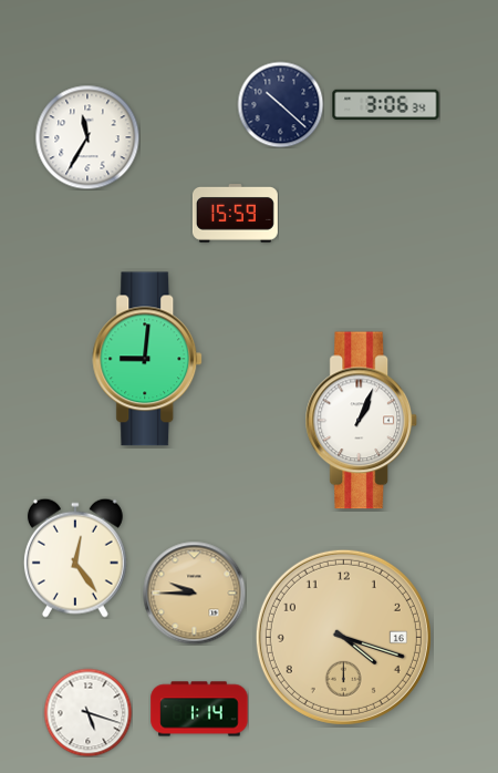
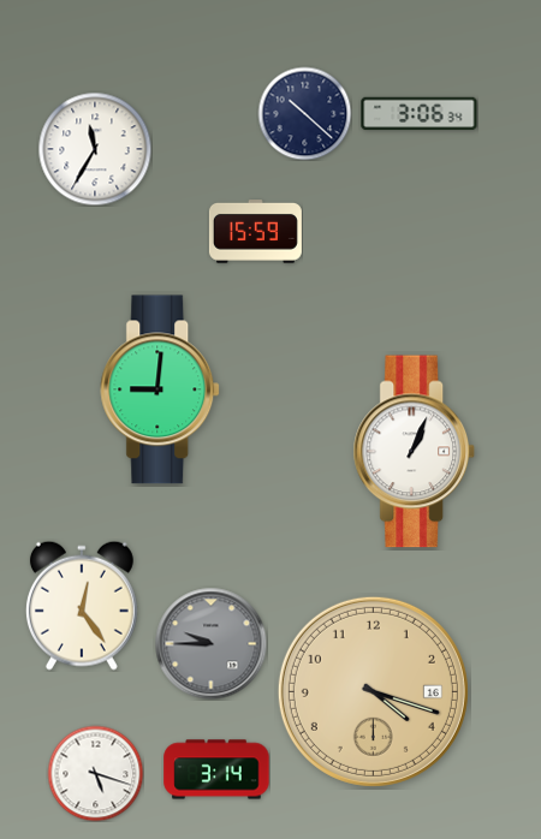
clock at (362, 421) position: (362, 421) -> (415, 452)
clock at (194, 592) dial: champagne -> grey
clock at (199, 709): 1:14 -> 3:14
